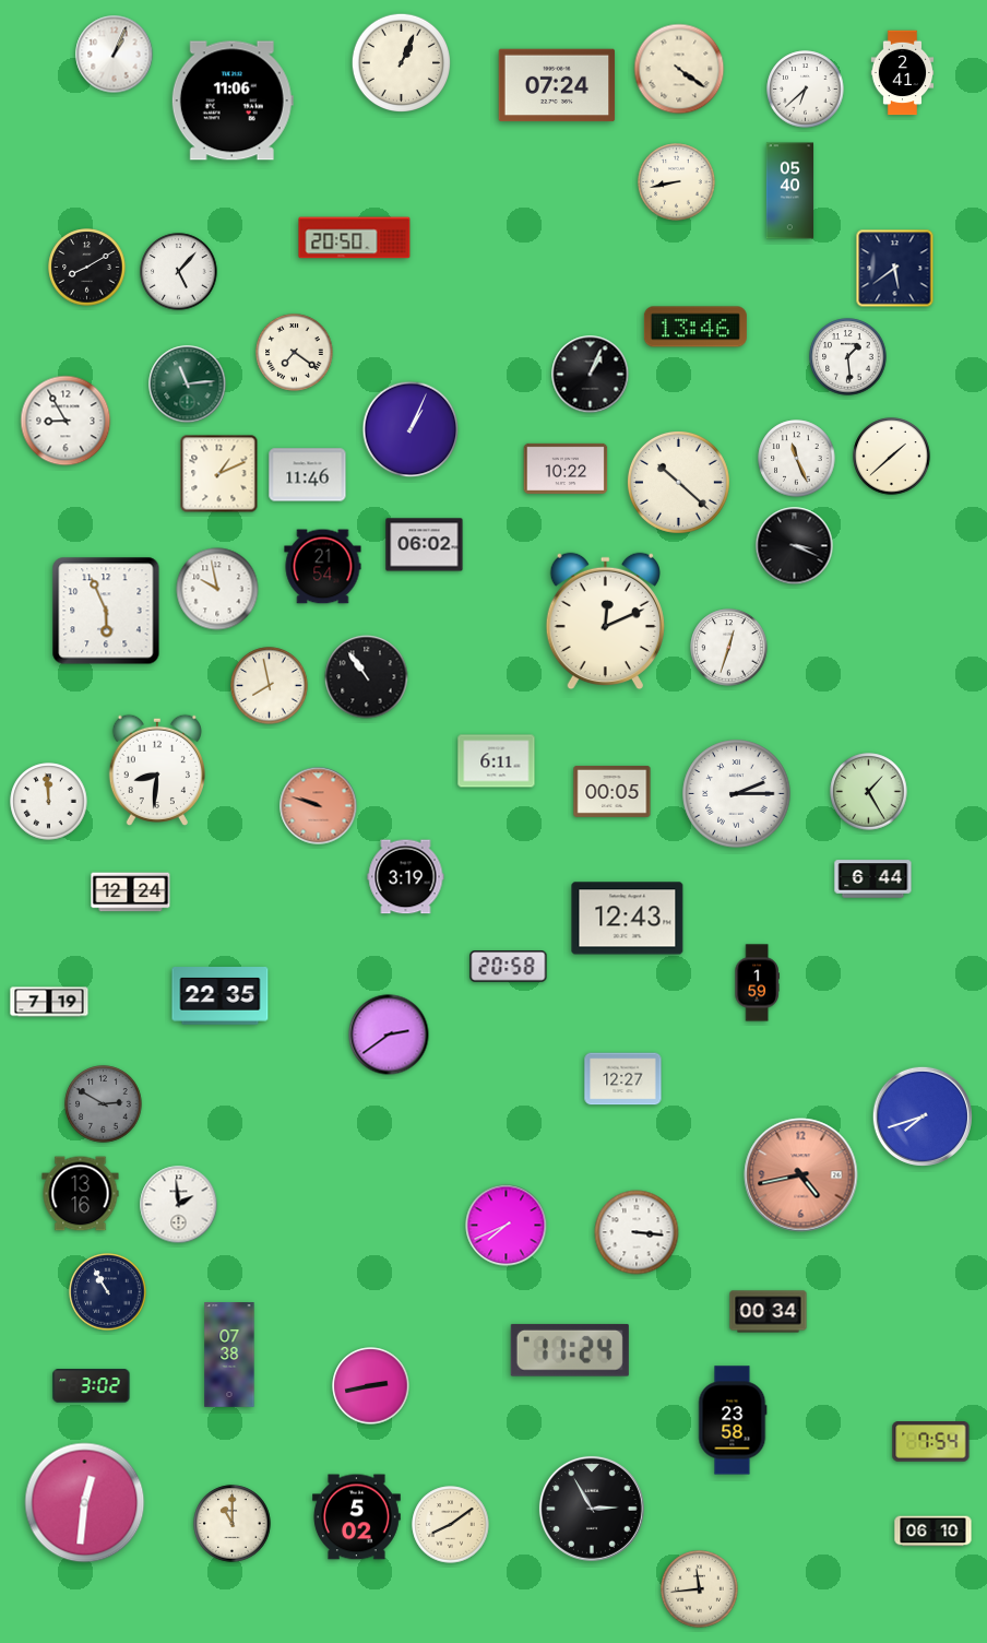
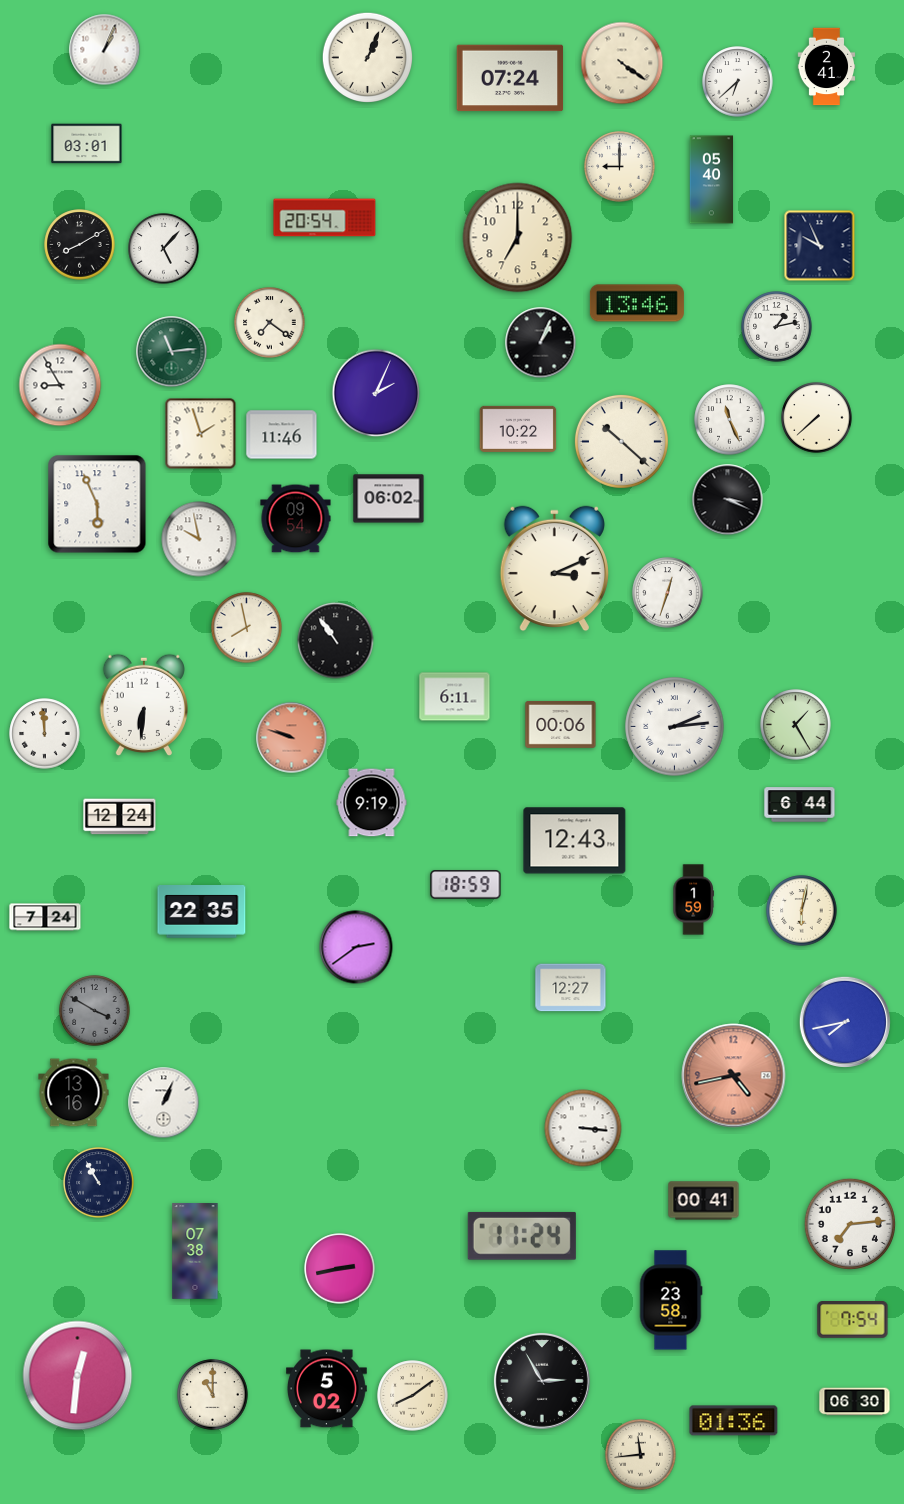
clock at (233, 101): 11:06 -> none
clock at (87, 144): none -> 03:01
clock at (677, 182): 8:43 -> 9:00
clock at (790, 191) position: (790, 191) -> (712, 180)
clock at (355, 238): 20:50 -> 20:54
clock at (518, 238): none -> 7:00
clock at (895, 269): 5:39 -> 9:56
clock at (695, 327) position: (695, 327) -> (637, 303)
clock at (848, 357): 1:29 -> 1:13
clock at (411, 429): 1:04 -> 2:04
clock at (892, 457): 1:38 -> 7:38
clock at (219, 474): 1:11 -> 1:57
clock at (323, 567): 21:54 -> 09:54
clock at (106, 611) position: (106, 611) -> (97, 504)
clock at (605, 622): 12:11 -> 3:11
clock at (367, 677) position: (367, 677) -> (336, 641)
clock at (157, 769): 8:31 -> 6:31
clock at (613, 791): 00:05 -> 00:06
clock at (737, 794): 2:15 -> 2:14
clock at (406, 877): 3:19 -> 9:19
clock at (509, 967): 20:58 -> 18:59
clock at (802, 911): none -> 6:02
clock at (49, 1002): 7:19 -> 7:24
clock at (104, 1104): 2:50 -> 3:50
clock at (921, 1115): 7:42 -> 7:43
clock at (179, 1205): 1:59 -> 1:04
clock at (507, 1226): 7:41 -> none
clock at (769, 1312): 00:34 -> 00:41
clock at (850, 1224): none -> 7:14
clock at (229, 1355) position: (229, 1355) -> (195, 1251)
clock at (92, 1386): 3:02 -> none
clock at (934, 1532): 06:10 -> 06:30
clock at (734, 1421): none -> 01:36
